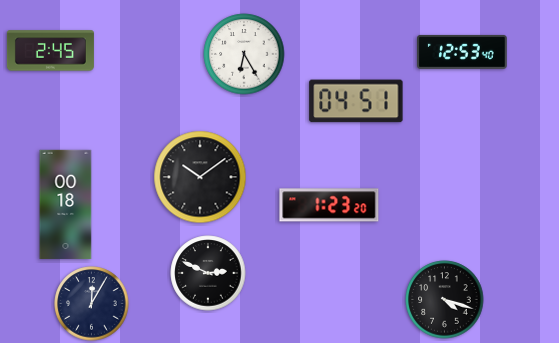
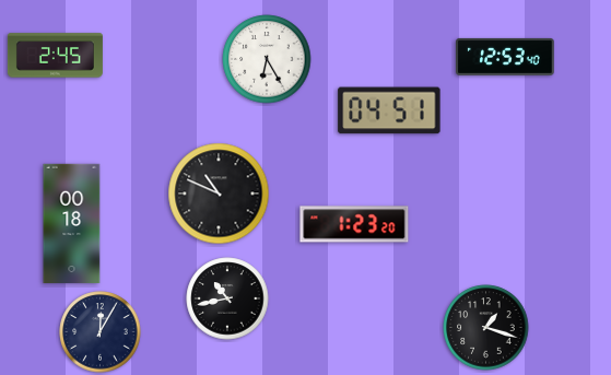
clock at (200, 177): 10:09 -> 10:49
clock at (329, 205) position: (329, 205) -> (354, 224)
clock at (208, 273): 2:49 -> 10:43
clock at (445, 300): 4:18 -> 1:18
